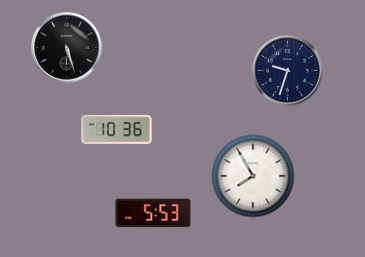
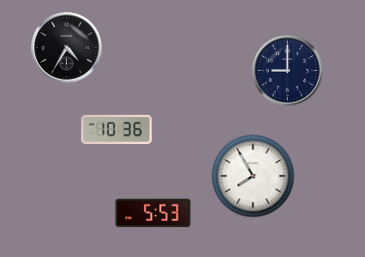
clock at (67, 48): 5:27 -> 4:35
clock at (288, 71): 9:33 -> 9:00
